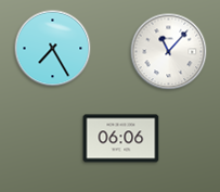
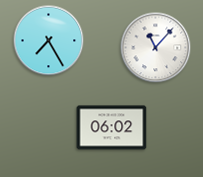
clock at (53, 49) position: (53, 49) -> (49, 41)
clock at (121, 139): 06:06 -> 06:02
